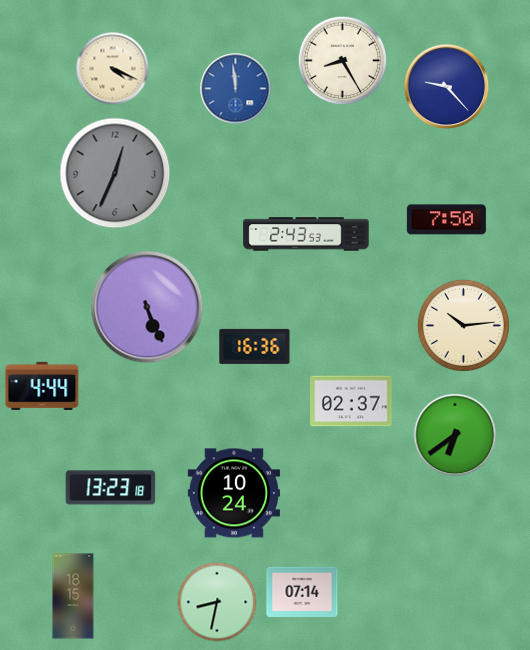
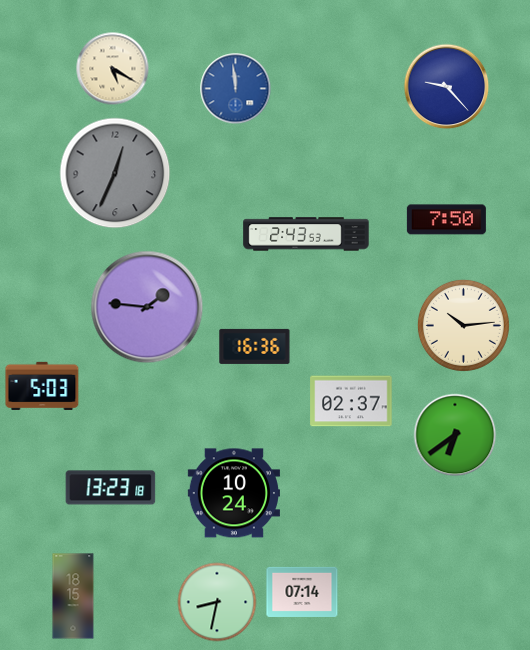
clock at (343, 61): 8:25 -> none
clock at (113, 69): 4:19 -> 5:20
clock at (147, 307): 5:26 -> 1:46
clock at (42, 386): 4:44 -> 5:03
